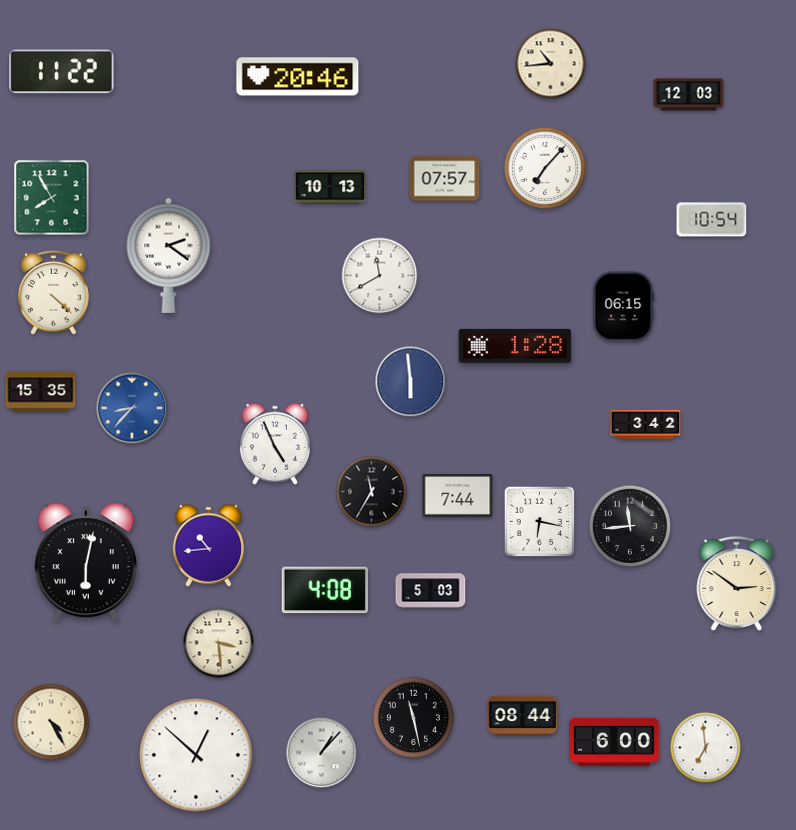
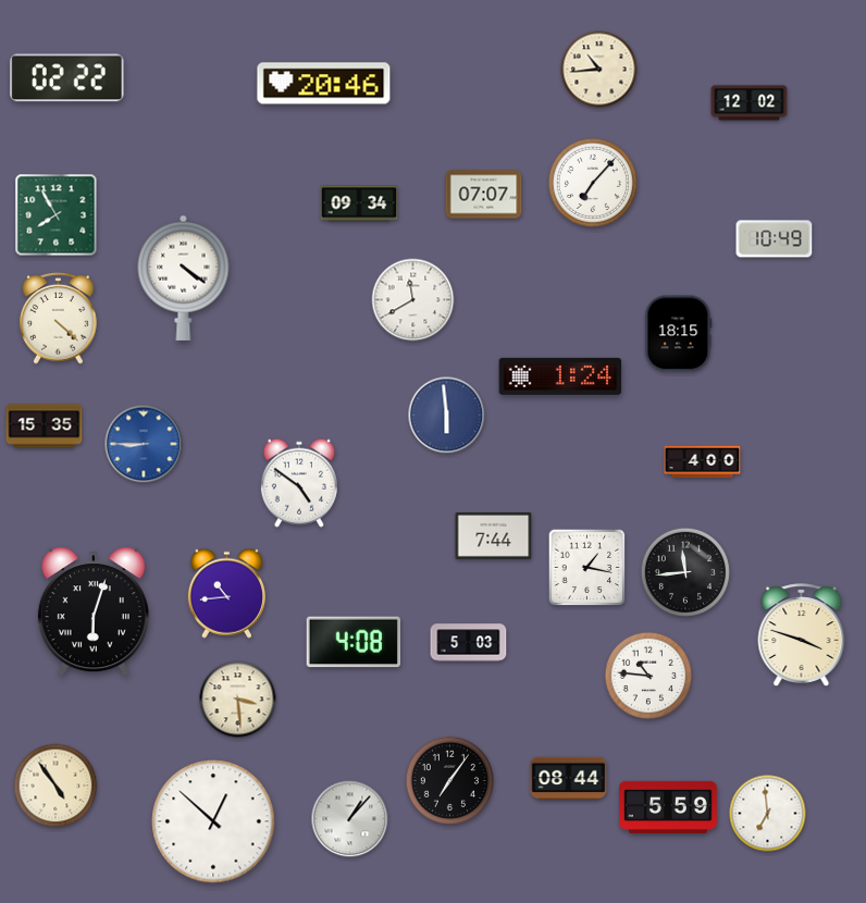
clock at (62, 72): 11:22 -> 02:22
clock at (689, 95): 12:03 -> 12:02
clock at (445, 179): 07:57 -> 07:07
clock at (330, 187): 10:13 -> 09:34
clock at (712, 220): 10:54 -> 10:49
clock at (169, 255): 2:21 -> 4:21
clock at (624, 307): 06:15 -> 18:15
clock at (515, 346): 1:28 -> 1:24
clock at (132, 408): 8:37 -> 8:45
clock at (646, 425): 3:42 -> 4:00
clock at (275, 444): 4:56 -> 4:51
clock at (372, 492): 11:35 -> none
clock at (458, 495) position: (458, 495) -> (494, 535)
clock at (540, 522): 6:17 -> 1:17
clock at (86, 562): 6:02 -> 6:03
clock at (737, 584): 2:51 -> 3:48
clock at (648, 676): none -> 10:46
clock at (413, 717): 11:28 -> 7:06
clock at (51, 722): 4:25 -> 4:54
clock at (614, 742): 6:00 -> 5:59
